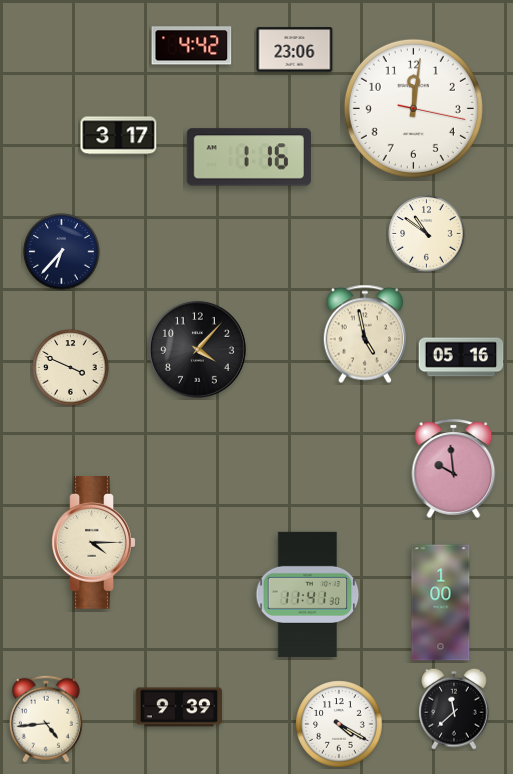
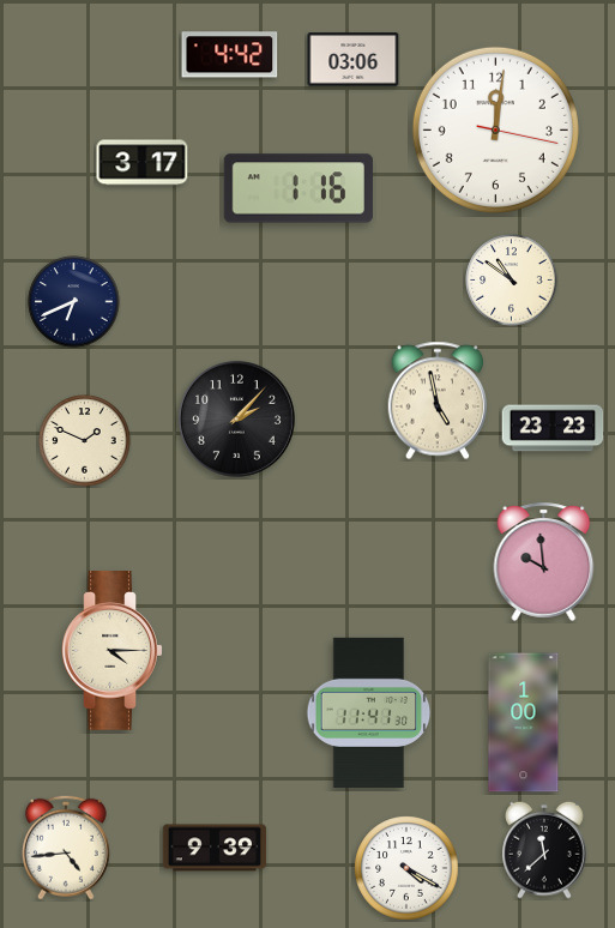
clock at (295, 50): 23:06 -> 03:06
clock at (62, 252): 6:37 -> 6:41
clock at (197, 349): 4:07 -> 2:07
clock at (461, 357): 05:16 -> 23:23
clock at (71, 368): 3:49 -> 1:49
clock at (441, 603) position: (441, 603) -> (524, 723)
clock at (46, 719) position: (46, 719) -> (66, 848)
